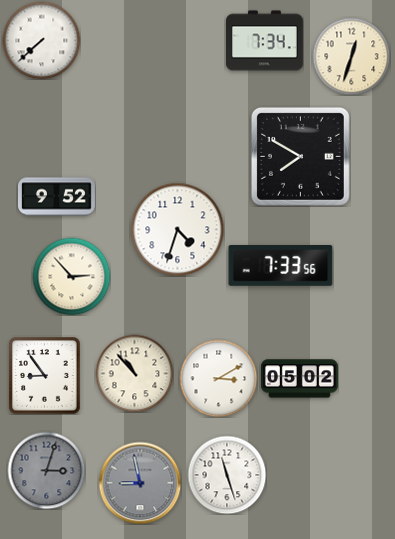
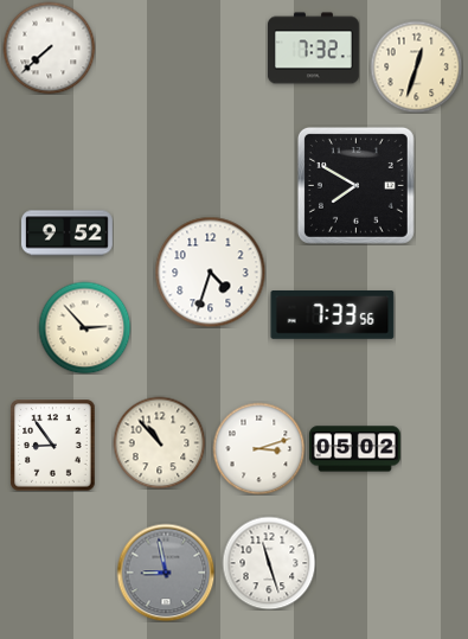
clock at (264, 41): 7:34 -> 7:32
clock at (218, 378): 3:10 -> 3:12
clock at (46, 470): 3:03 -> none
